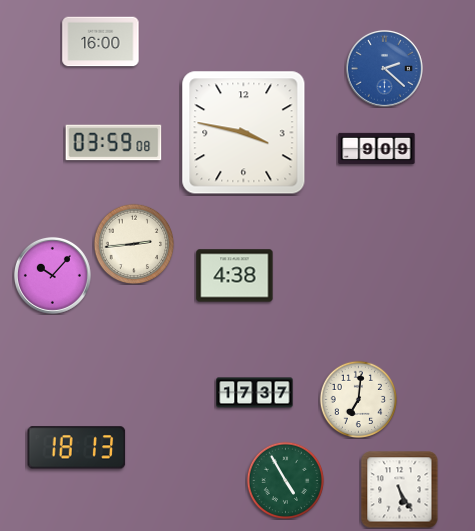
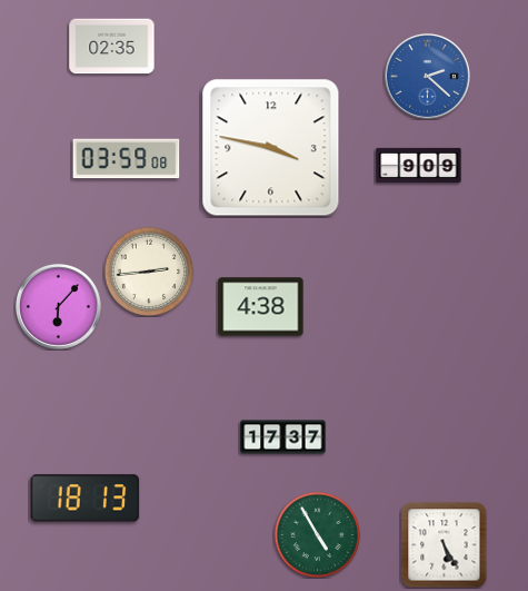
clock at (101, 42): 16:00 -> 02:35
clock at (52, 275): 10:07 -> 6:07
clock at (358, 399): 7:01 -> none
